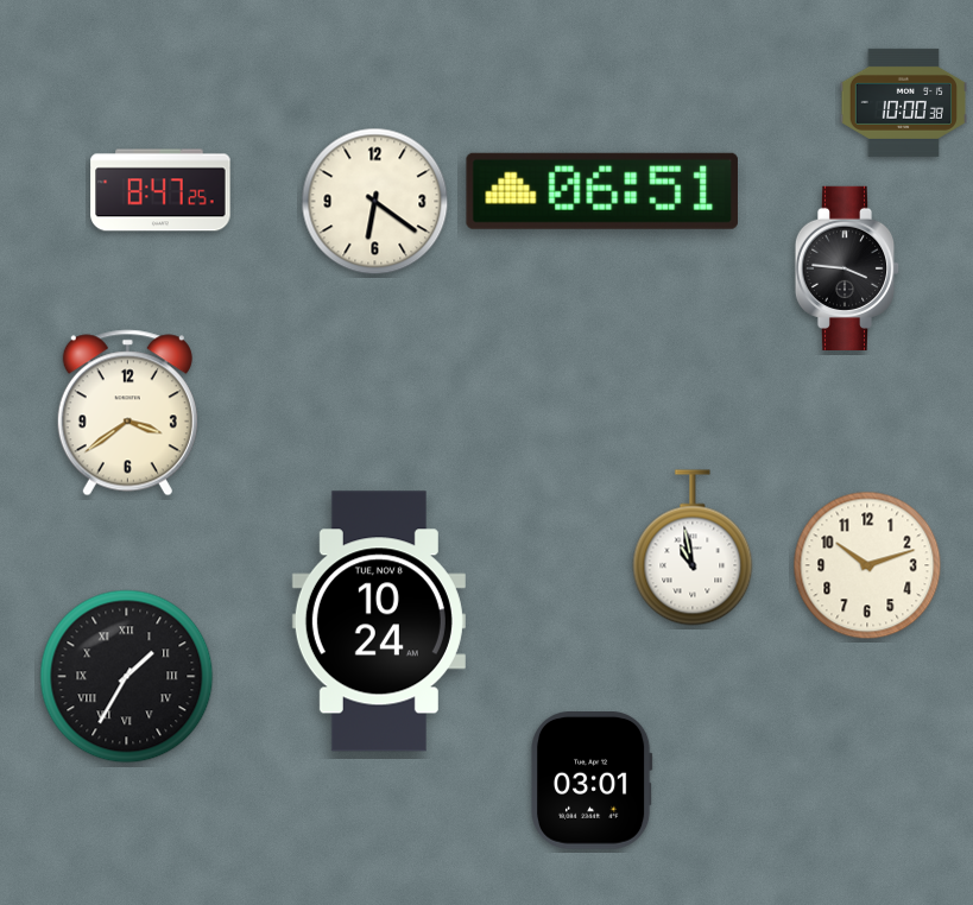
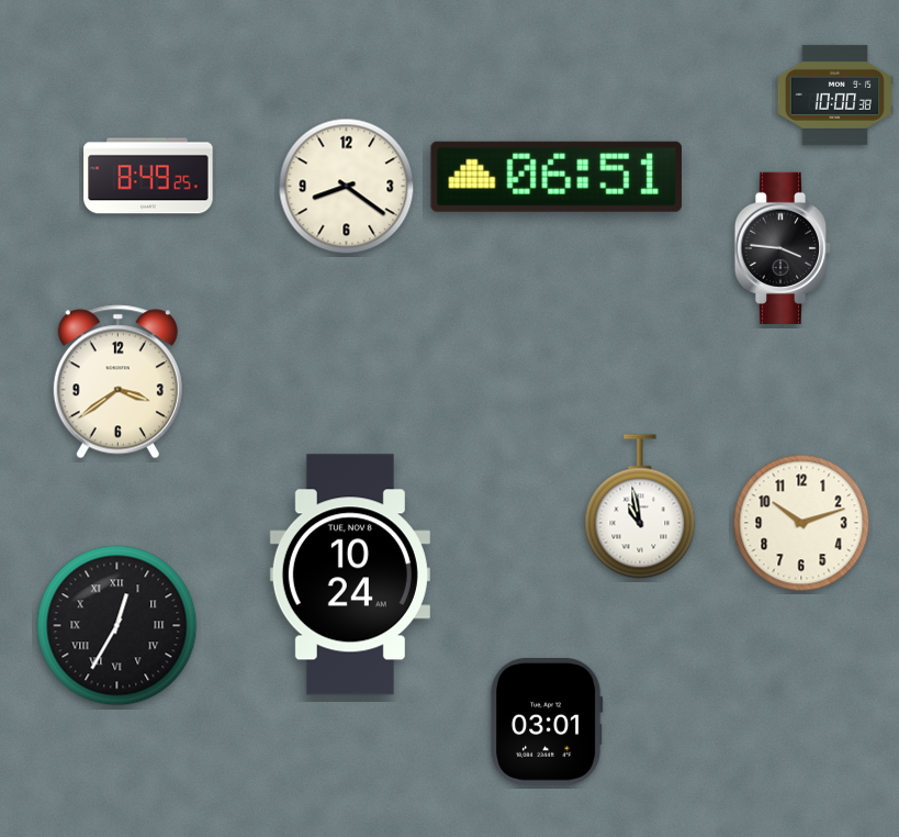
clock at (160, 190): 8:47 -> 8:49
clock at (375, 202): 6:21 -> 8:21
clock at (127, 677): 1:35 -> 12:35
